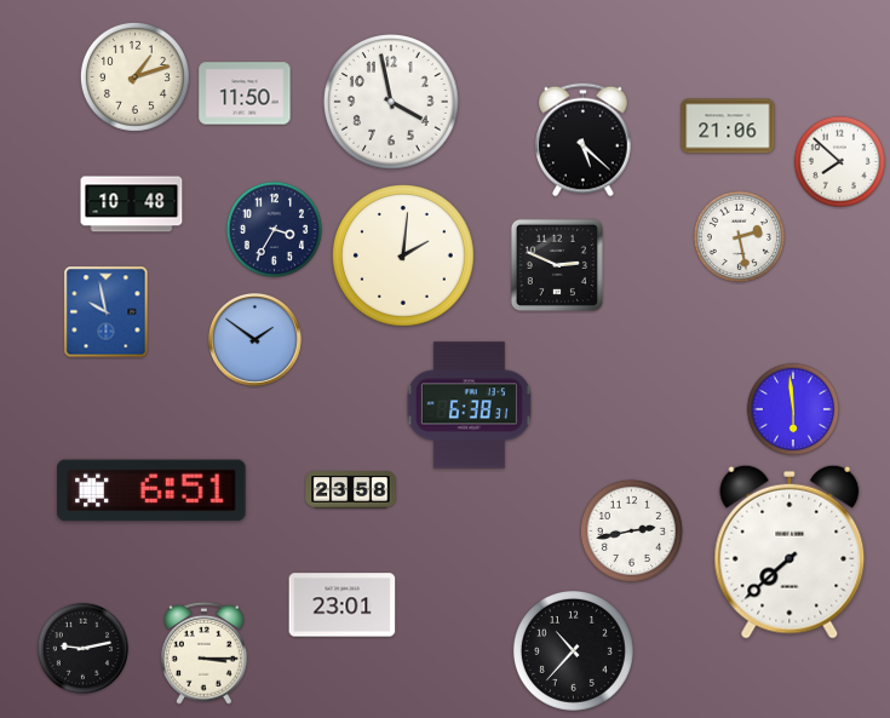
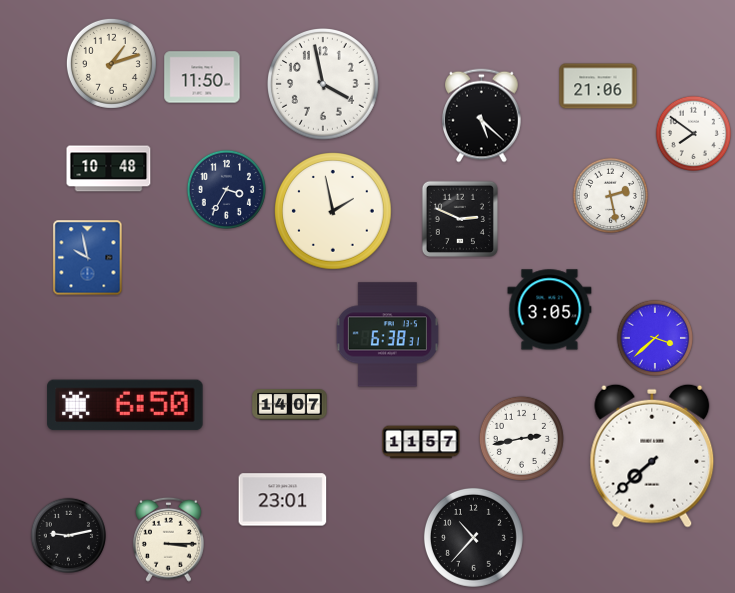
clock at (728, 126) position: (728, 126) -> (598, 86)
clock at (839, 161): 7:52 -> 7:51
clock at (403, 255): 2:01 -> 1:58
clock at (254, 339): 1:51 -> none
clock at (550, 310): none -> 3:05
clock at (792, 408): 5:59 -> 3:38
clock at (151, 490): 6:51 -> 6:50
clock at (351, 490): 23:58 -> 14:07
clock at (421, 442): none -> 11:57
